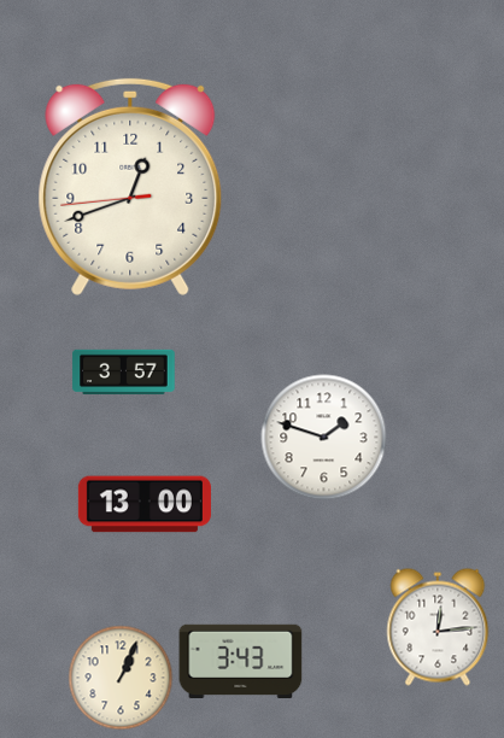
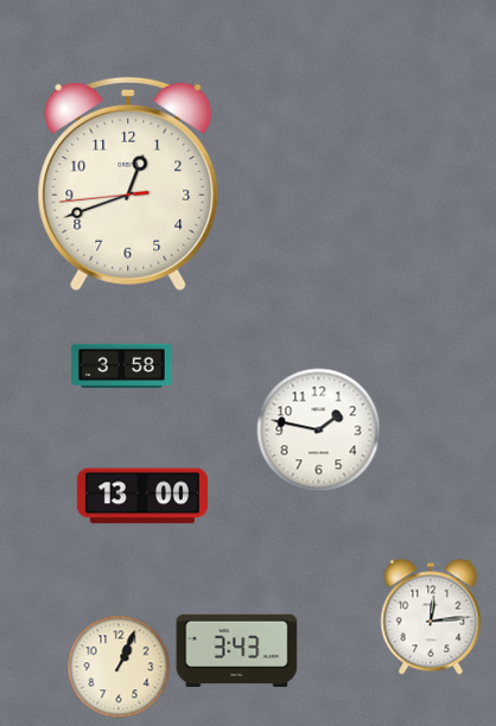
clock at (124, 371): 3:57 -> 3:58
clock at (324, 438): 1:48 -> 1:47
